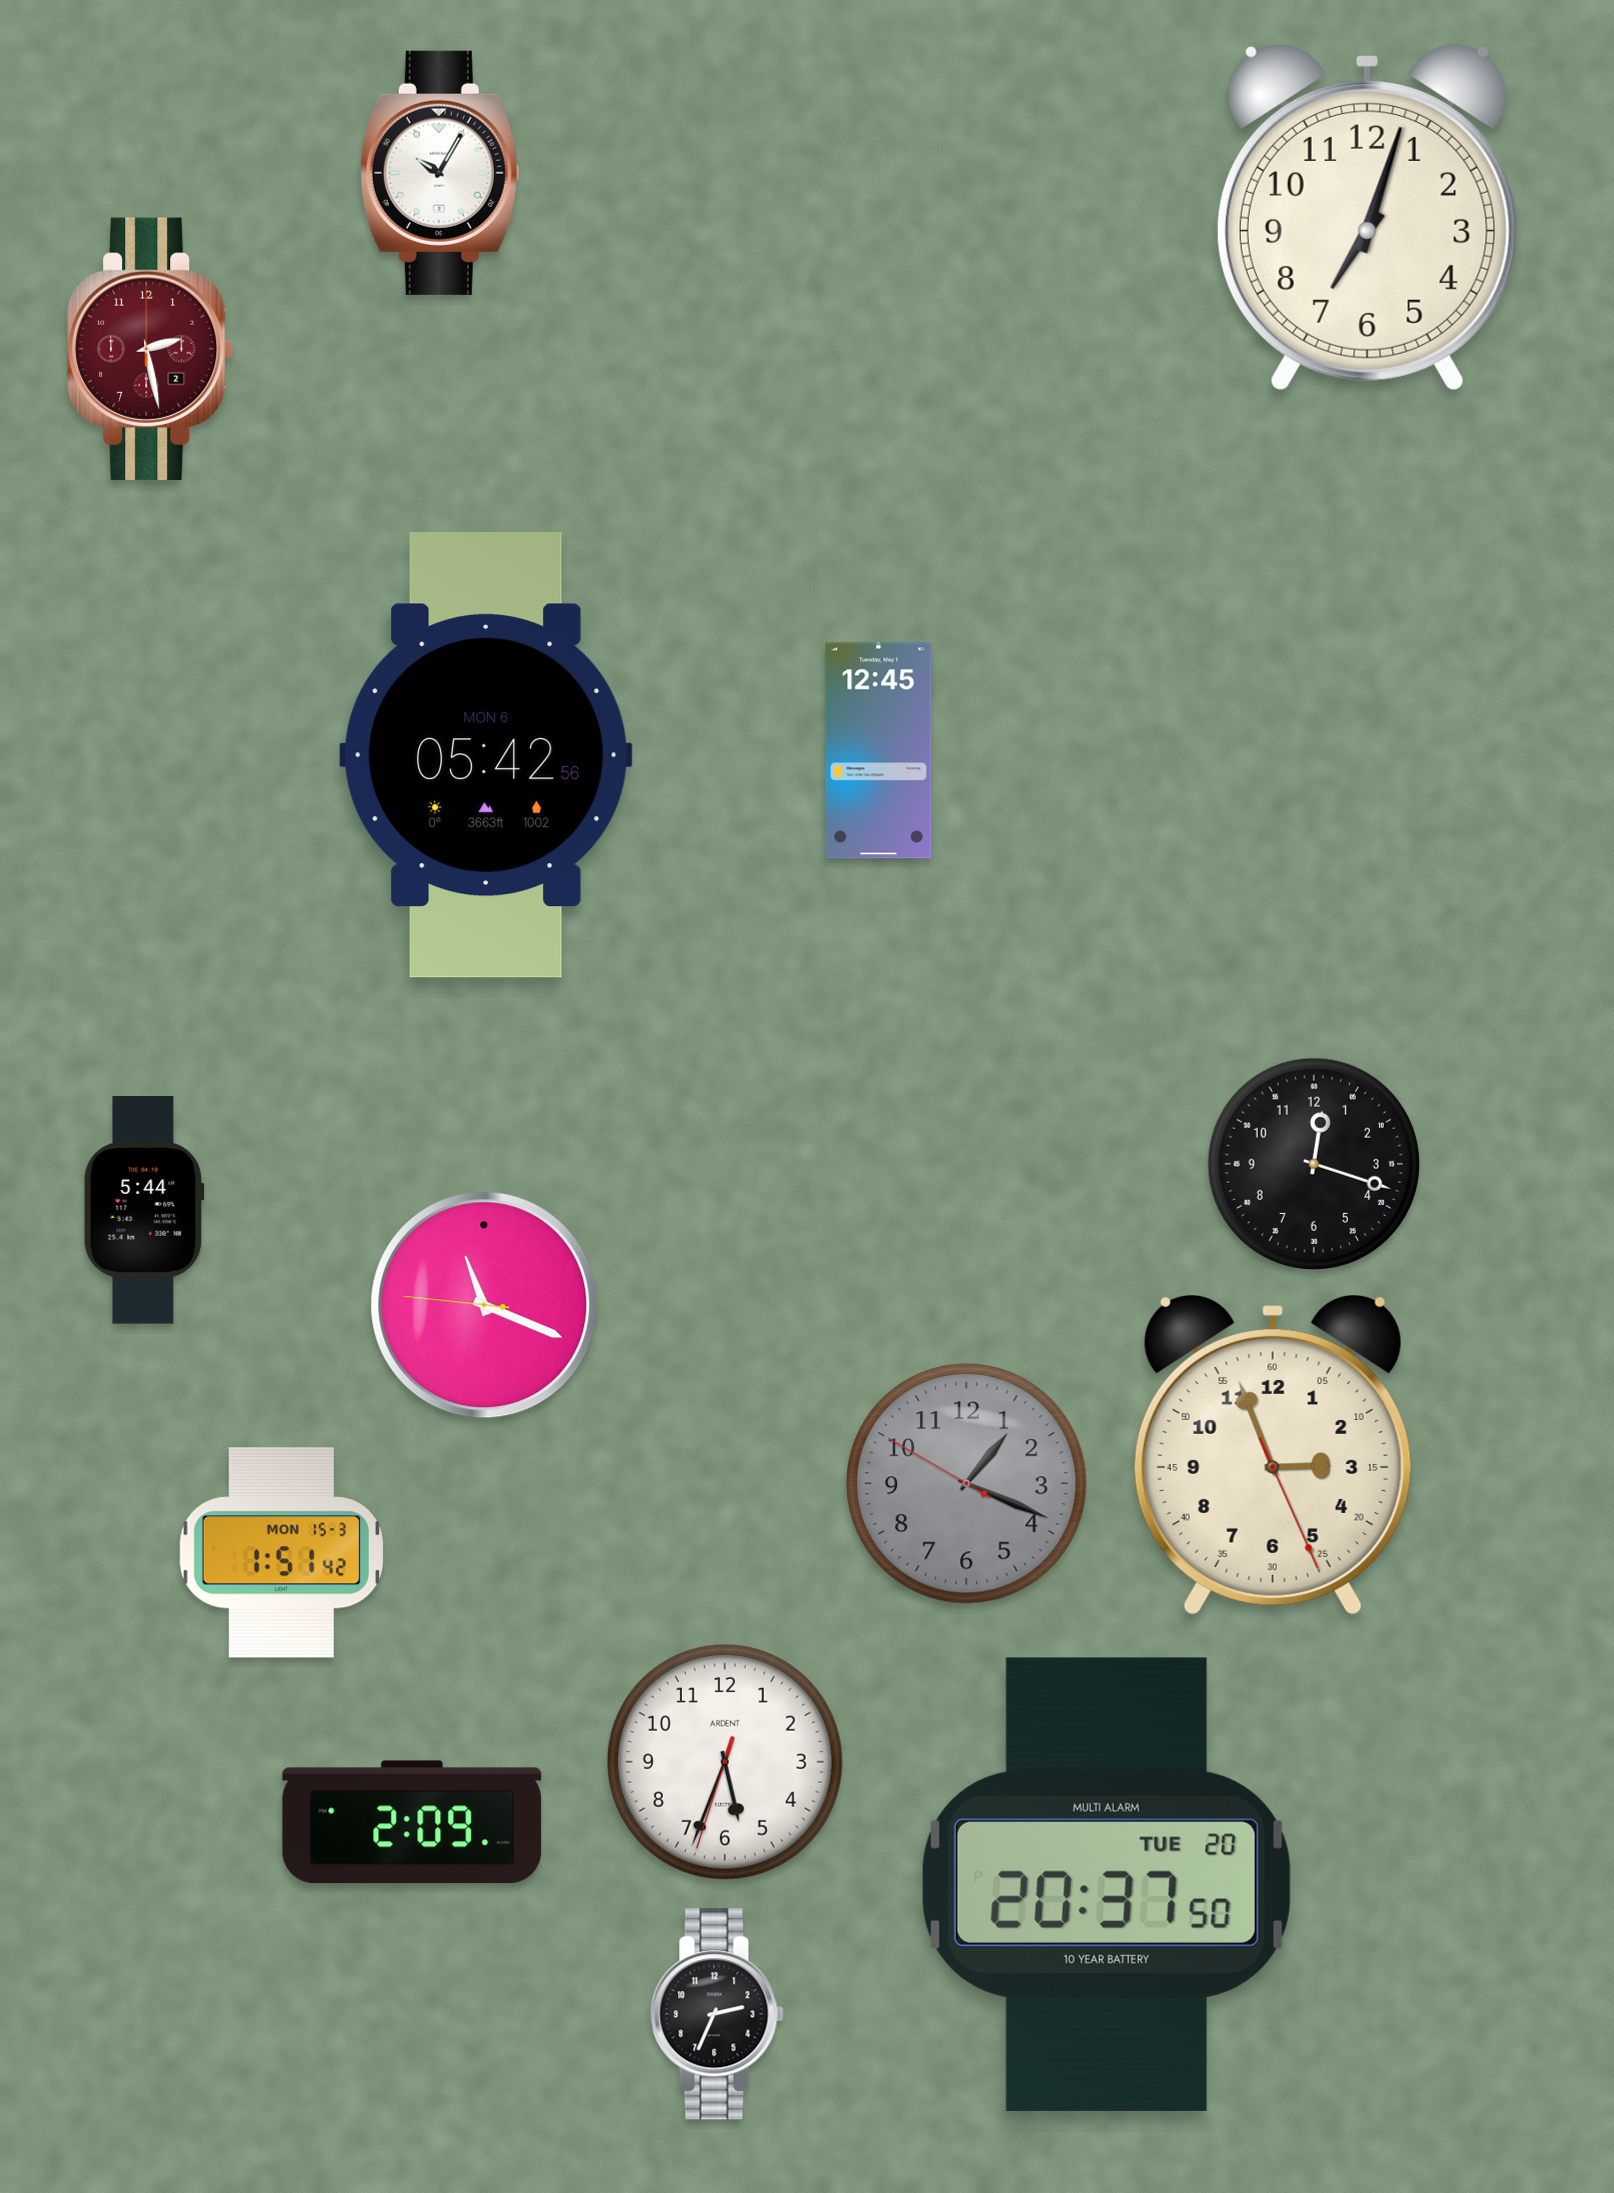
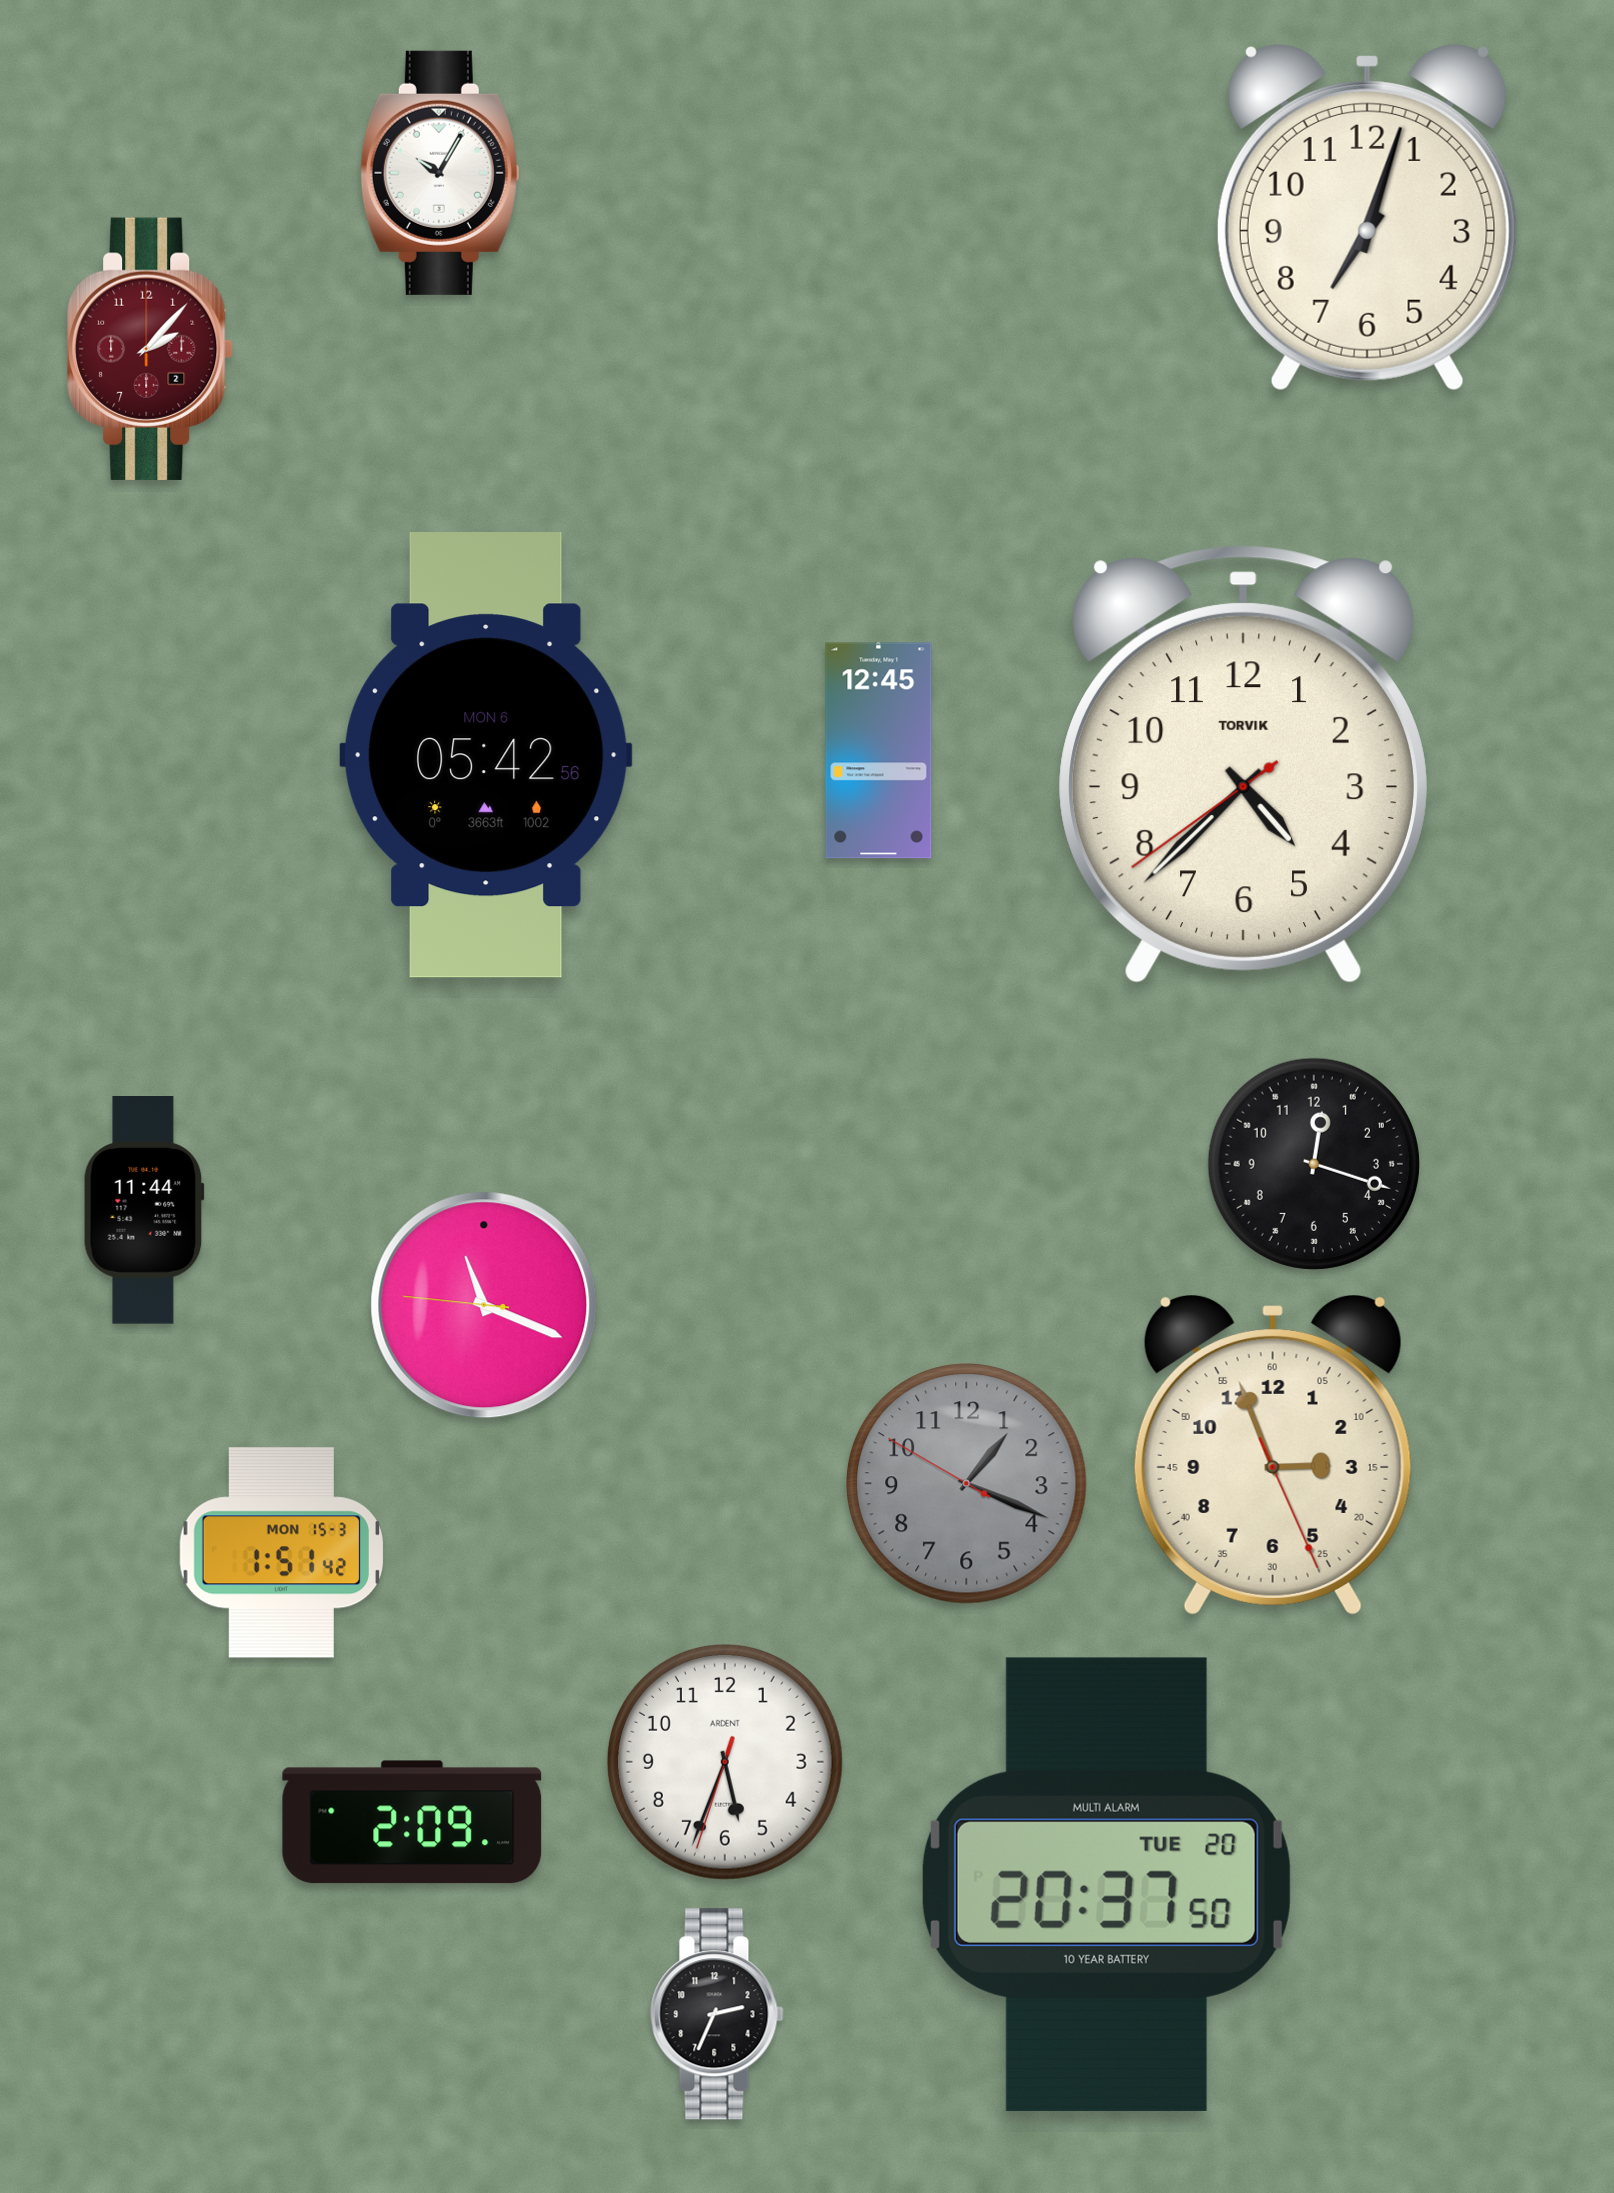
clock at (150, 349): 2:28 -> 2:07
clock at (1243, 765): none -> 4:37
clock at (144, 1211): 5:44 -> 11:44
